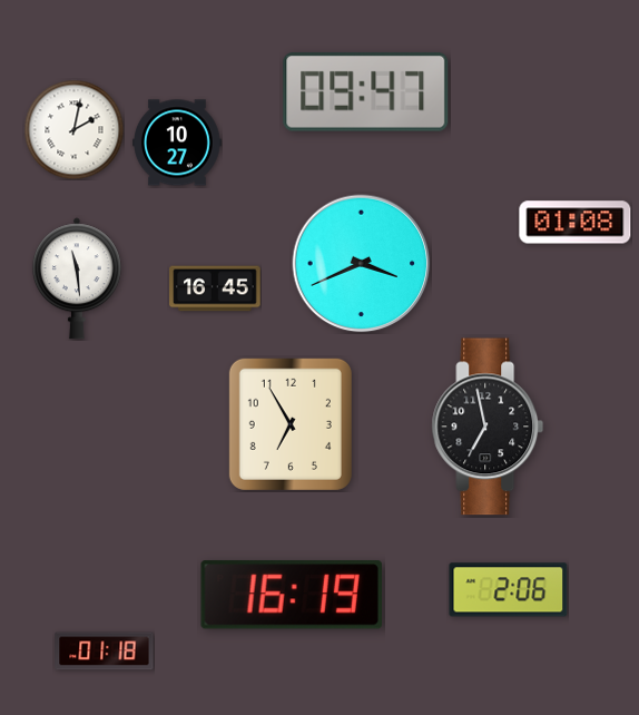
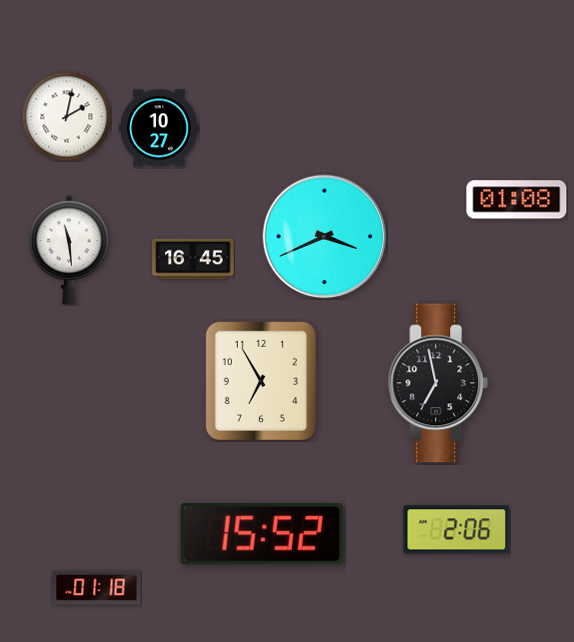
clock at (366, 91): 09:47 -> none
clock at (292, 595): 16:19 -> 15:52
clock at (105, 652) position: (105, 652) -> (97, 588)
